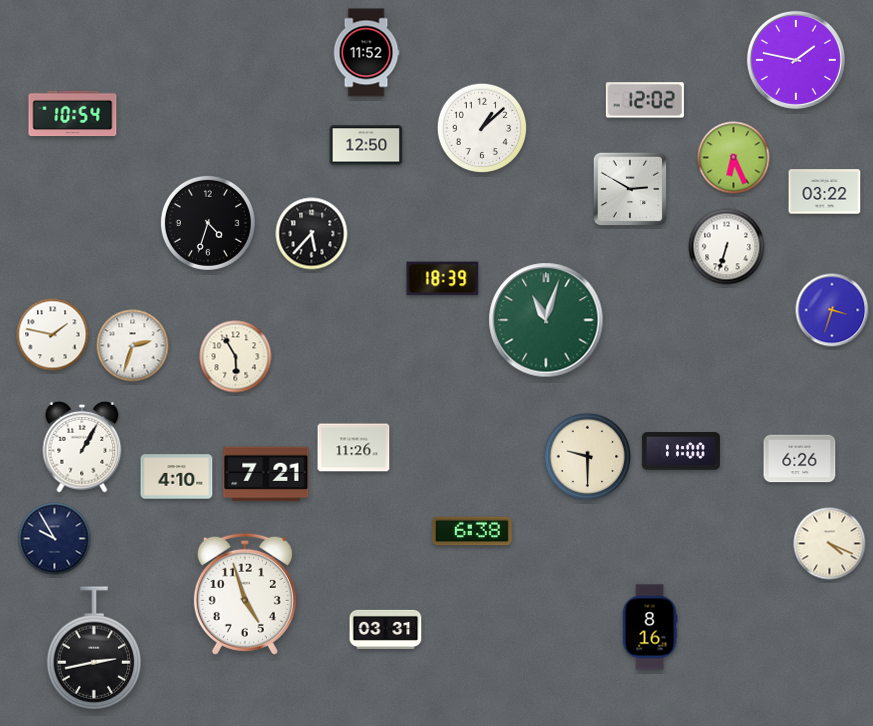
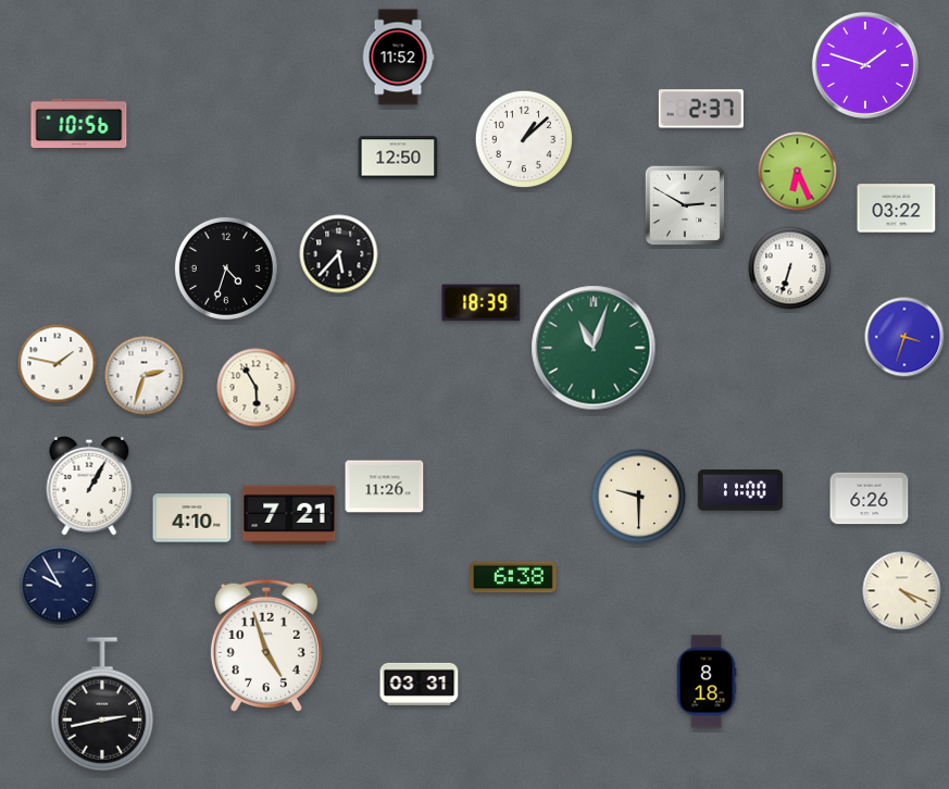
clock at (796, 60): 1:47 -> 1:48
clock at (645, 100): 12:02 -> 2:37
clock at (73, 114): 10:54 -> 10:56
clock at (208, 223) position: (208, 223) -> (226, 268)
clock at (650, 627): 8:16 -> 8:18
